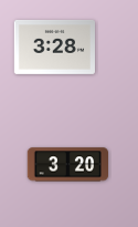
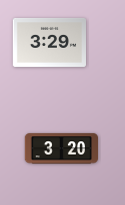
clock at (54, 47): 3:28 -> 3:29
